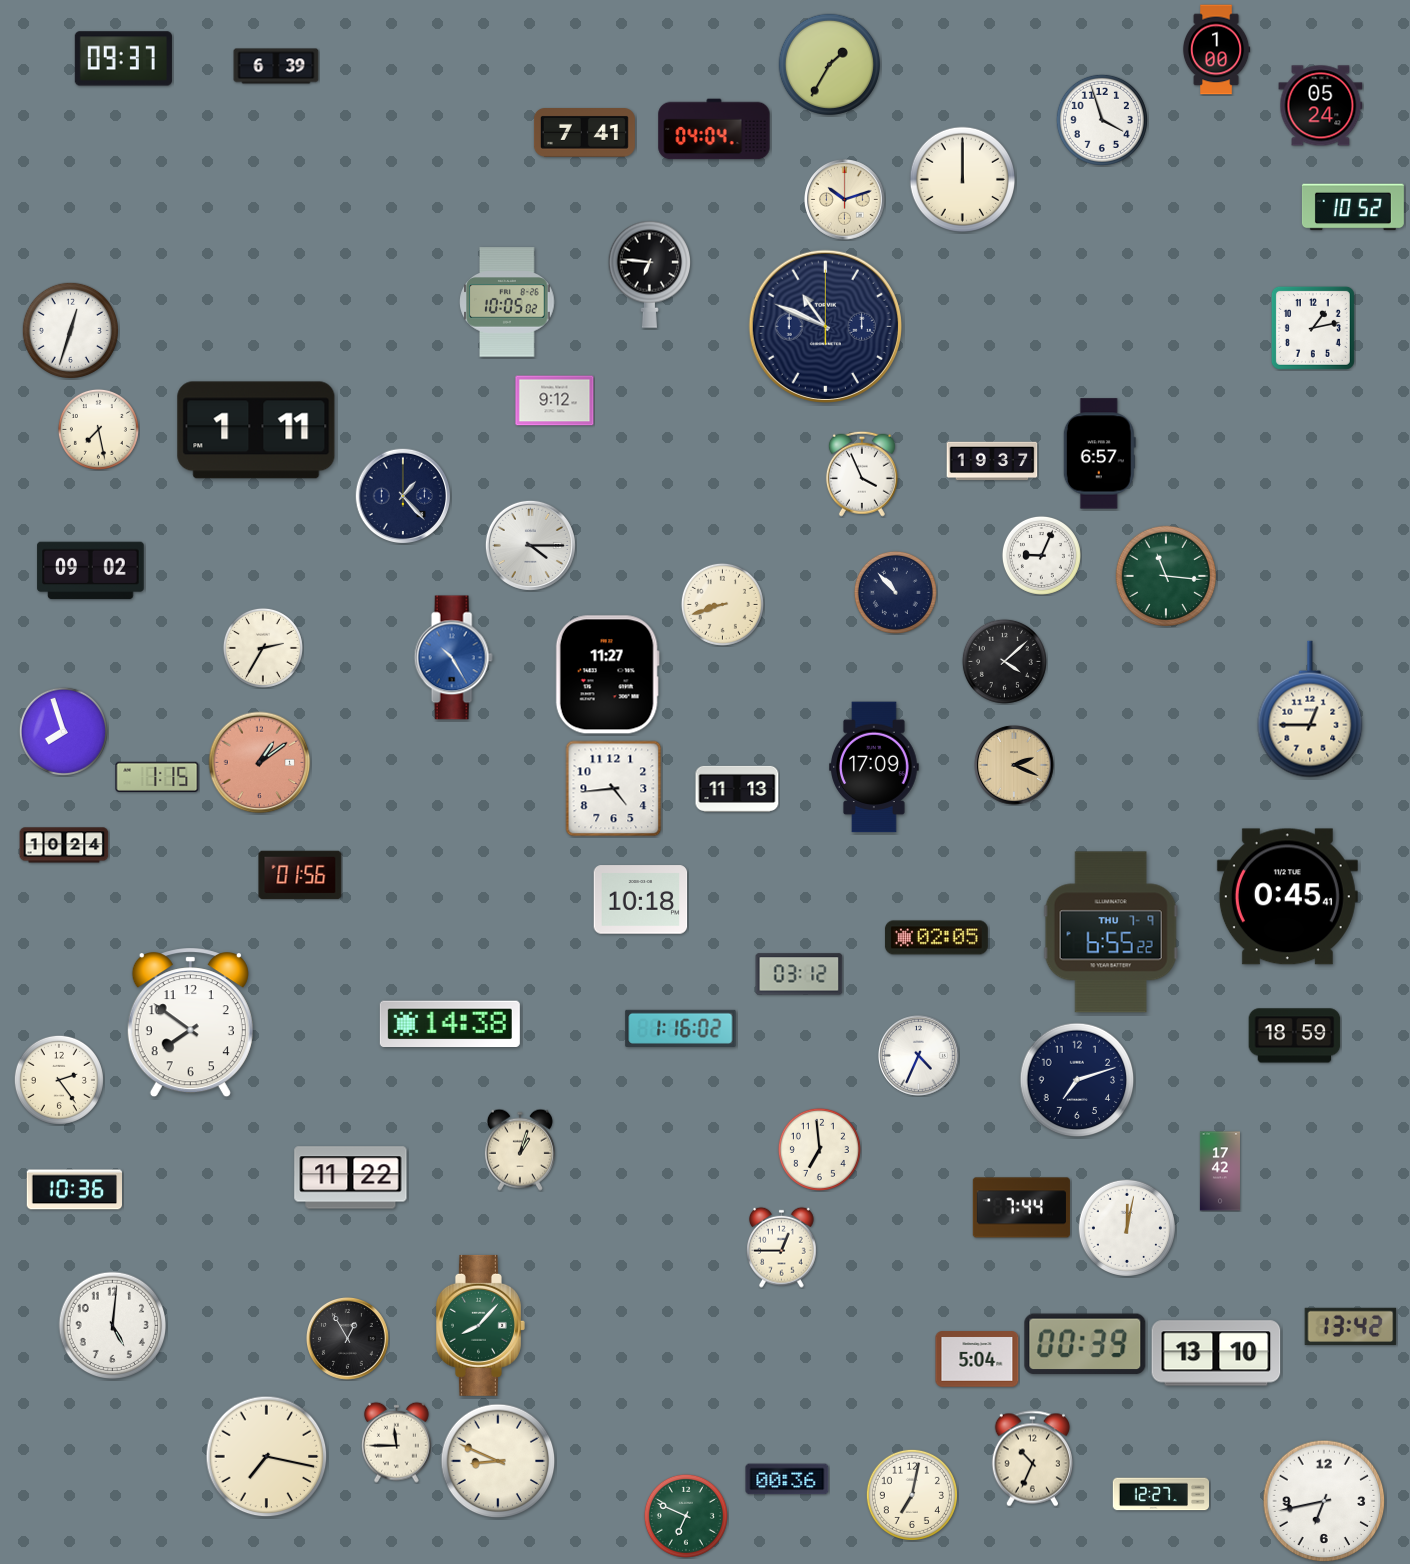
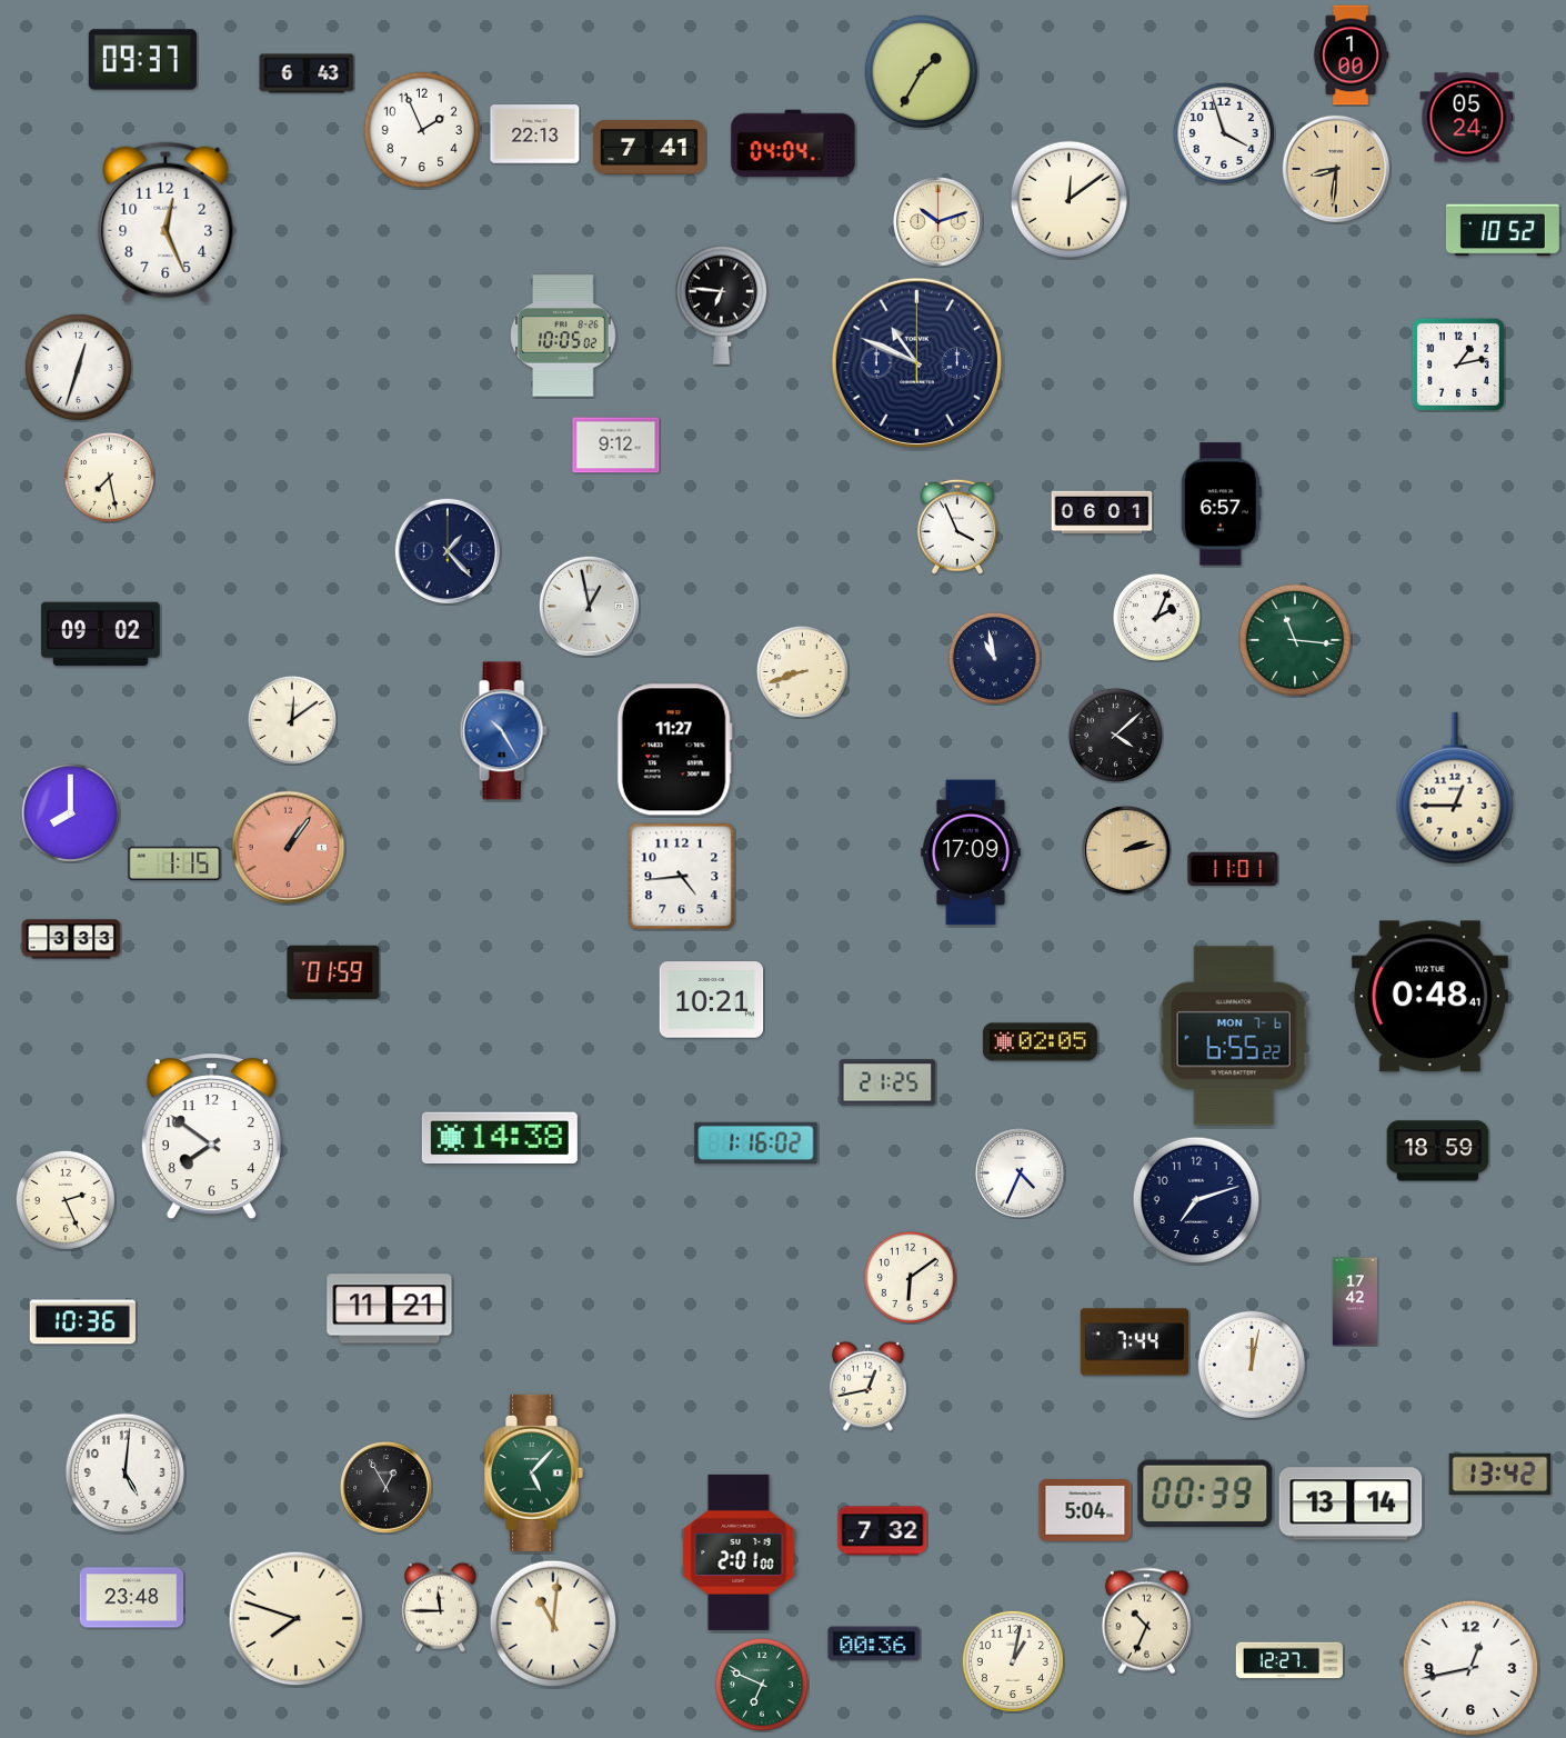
clock at (123, 59) position: (123, 59) -> (142, 60)
clock at (276, 66): 6:39 -> 6:43
clock at (422, 130): none -> 1:56
clock at (535, 134): none -> 22:13
clock at (1336, 169): none -> 8:31
clock at (963, 180): 12:00 -> 12:09
clock at (165, 222): none -> 12:26
clock at (256, 430): 1:11 -> none
clock at (992, 461): 19:37 -> 06:01
clock at (530, 545): 4:15 -> 12:58
clock at (1041, 555): 9:04 -> 2:04
clock at (895, 592): 10:53 -> 10:58
clock at (263, 648): 2:35 -> 12:09
clock at (63, 731): 7:57 -> 8:00
clock at (260, 763): 1:09 -> 1:06
clock at (1014, 765): 2:19 -> 2:13
clock at (1233, 869): none -> 11:01
clock at (737, 789): 11:13 -> none
clock at (64, 845): 10:24 -> 3:33
clock at (300, 875): 01:56 -> 01:59
clock at (1287, 897): 0:45 -> 0:48
clock at (641, 900): 10:18 -> 10:21
clock at (1111, 932) date: THU 7-9 -> MON 7-6
clock at (799, 974): 03:12 -> 21:25
clock at (59, 1080): 2:24 -> 2:26
clock at (819, 1149): 6:59 -> 6:09
clock at (520, 1150): 1:03 -> none
clock at (351, 1178): 11:22 -> 11:21
clock at (782, 1247): 12:45 -> 12:43
clock at (480, 1325): 8:07 -> 5:07
clock at (1216, 1353): 13:10 -> 13:14
clock at (883, 1531): none -> 7:32
clock at (739, 1552): none -> 2:01
clock at (132, 1598): none -> 23:48
clock at (397, 1442) position: (397, 1442) -> (441, 1607)
clock at (267, 1457): 7:17 -> 7:48
clock at (498, 1461): 8:49 -> 11:01
clock at (912, 1495): 7:02 -> 1:02
clock at (1324, 1501): 6:43 -> 12:43
